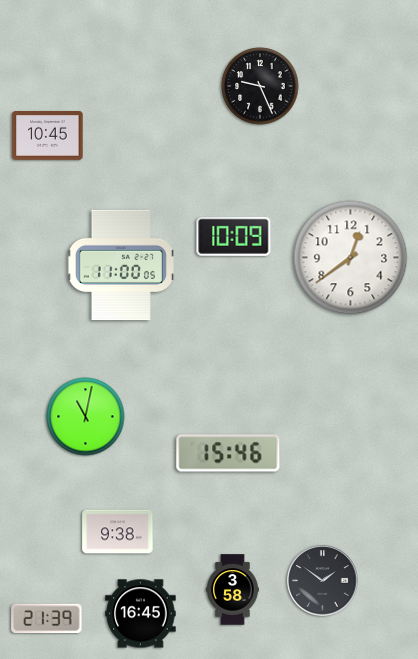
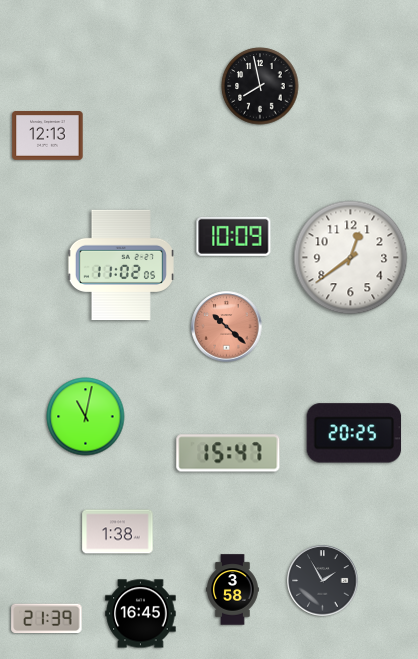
clock at (260, 86): 9:26 -> 7:58
clock at (48, 136): 10:45 -> 12:13
clock at (121, 265): 11:00 -> 11:02
clock at (227, 327): none -> 10:22
clock at (354, 433): none -> 20:25
clock at (228, 453): 15:46 -> 15:47
clock at (118, 532): 9:38 -> 1:38
clock at (323, 581): 1:51 -> 1:55
